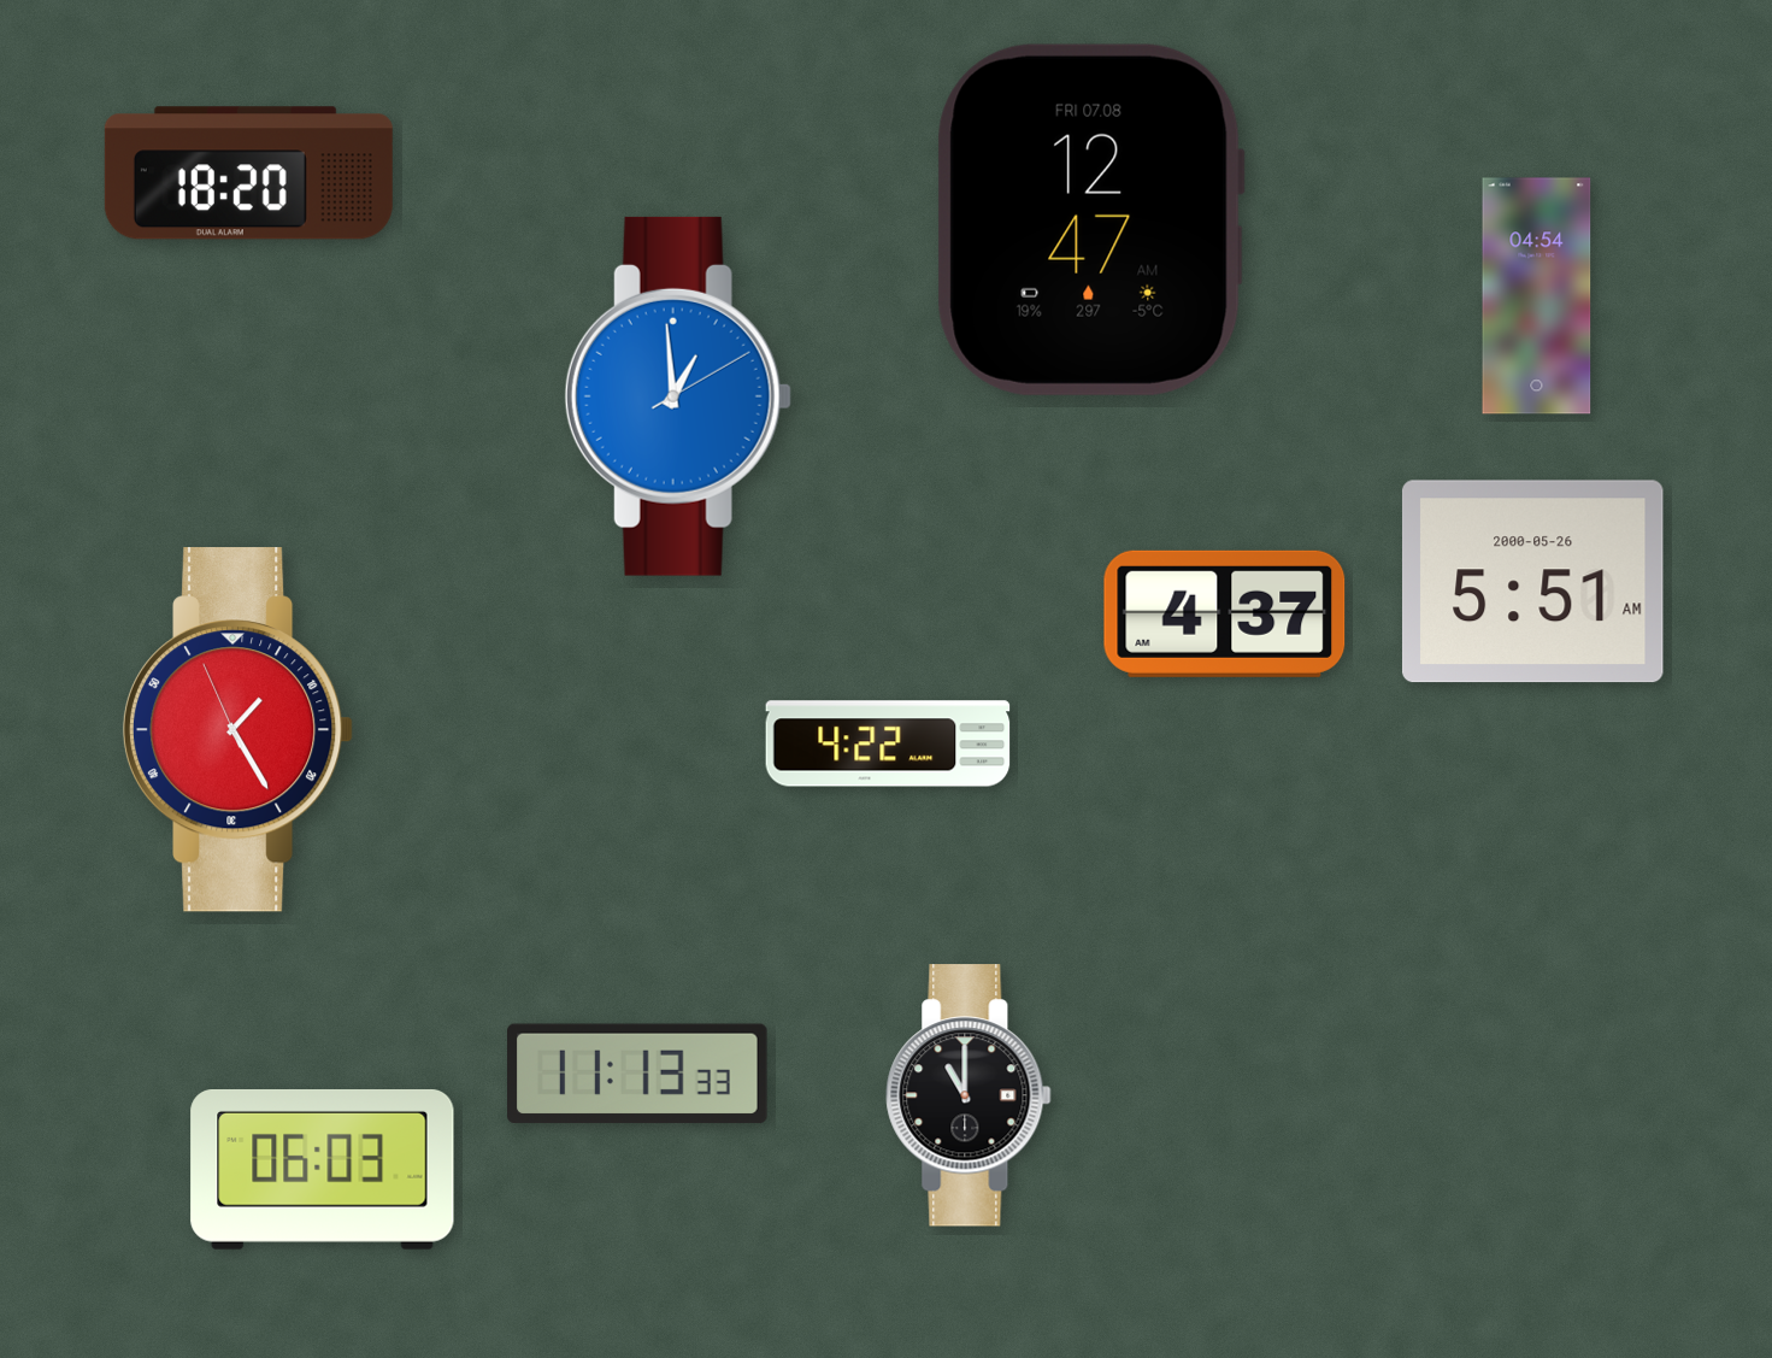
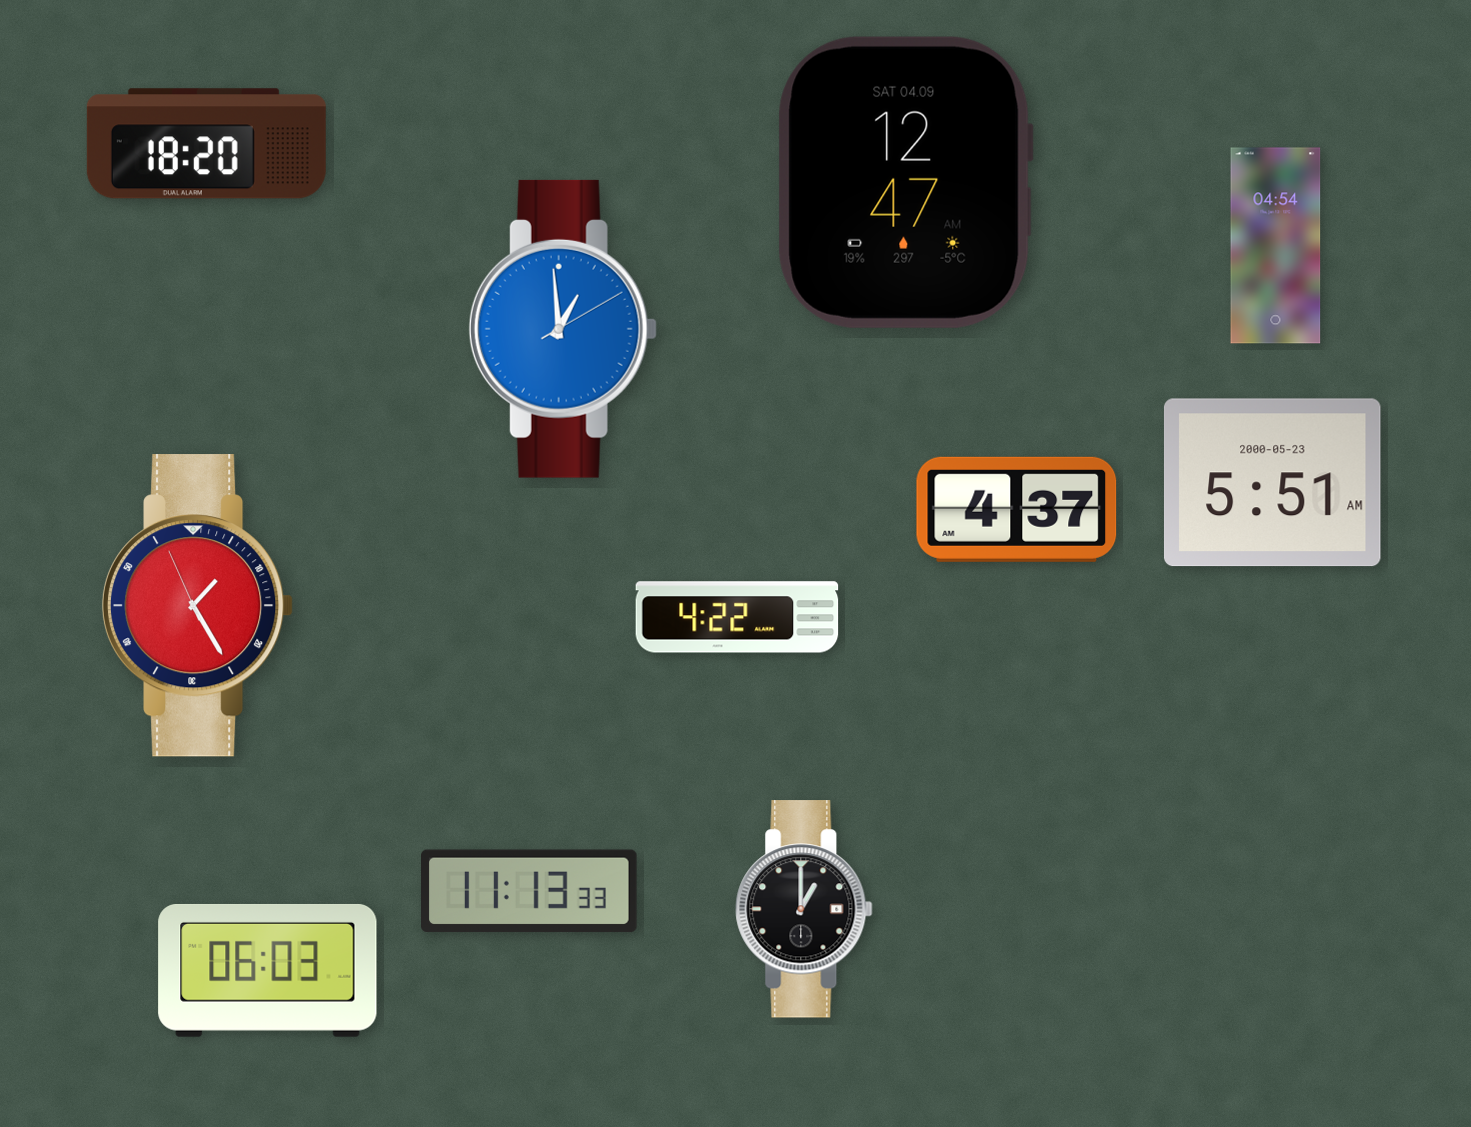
clock at (1090, 219) date: FRI 07.08 -> SAT 04.09
clock at (1532, 582) date: 2000-05-26 -> 2000-05-23
clock at (969, 1095): 11:00 -> 1:00
